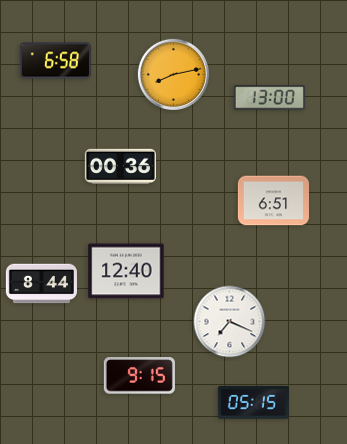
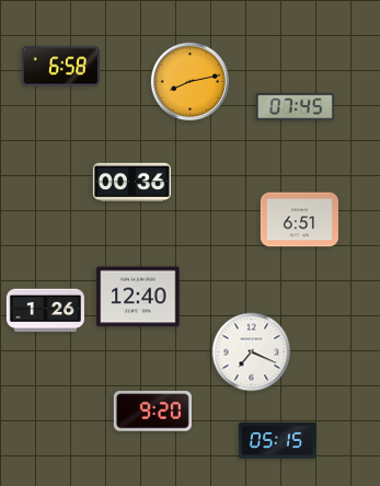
clock at (269, 98): 13:00 -> 07:45
clock at (41, 284): 8:44 -> 1:26
clock at (139, 376): 9:15 -> 9:20
